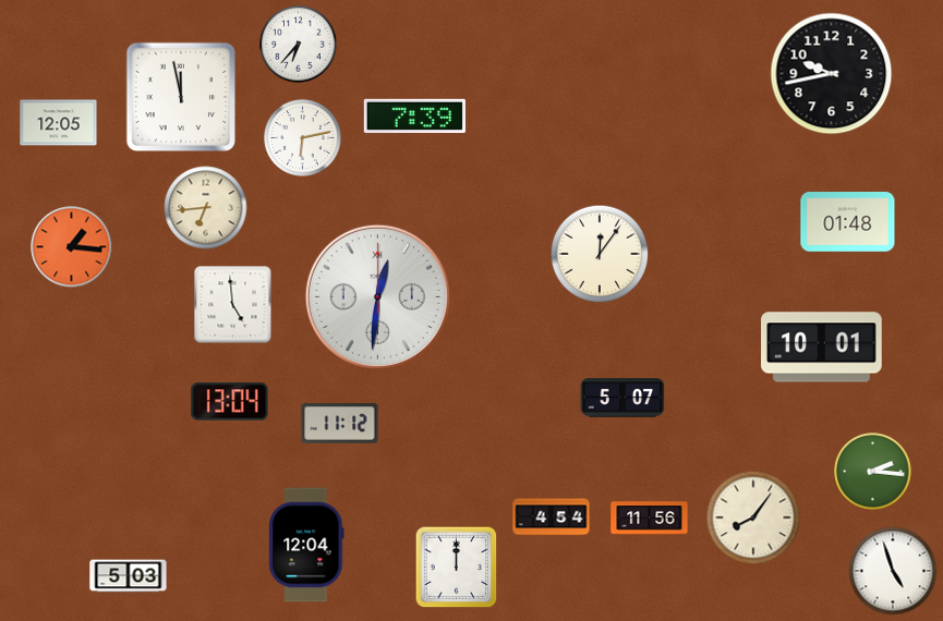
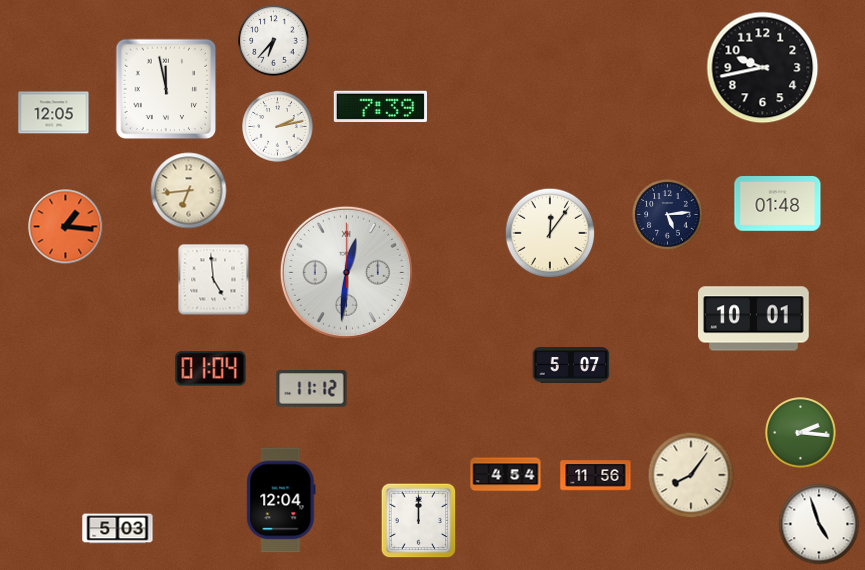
clock at (303, 138): 6:13 -> 2:13
clock at (668, 215): none -> 5:14
clock at (230, 402): 13:04 -> 01:04
